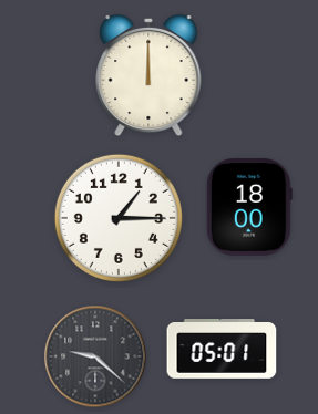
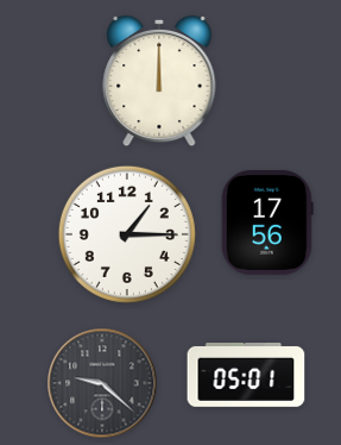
clock at (249, 208): 18:00 -> 17:56
clock at (222, 350) position: (222, 350) -> (246, 376)
